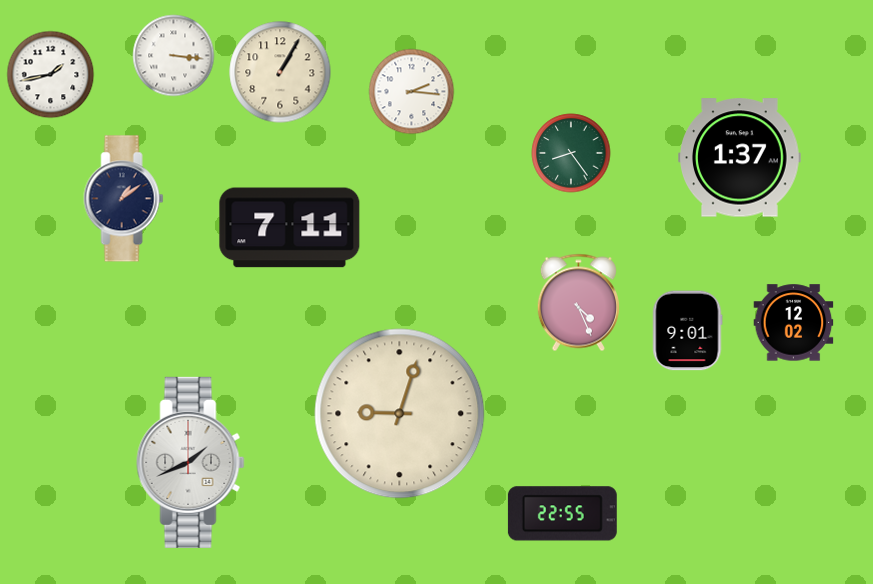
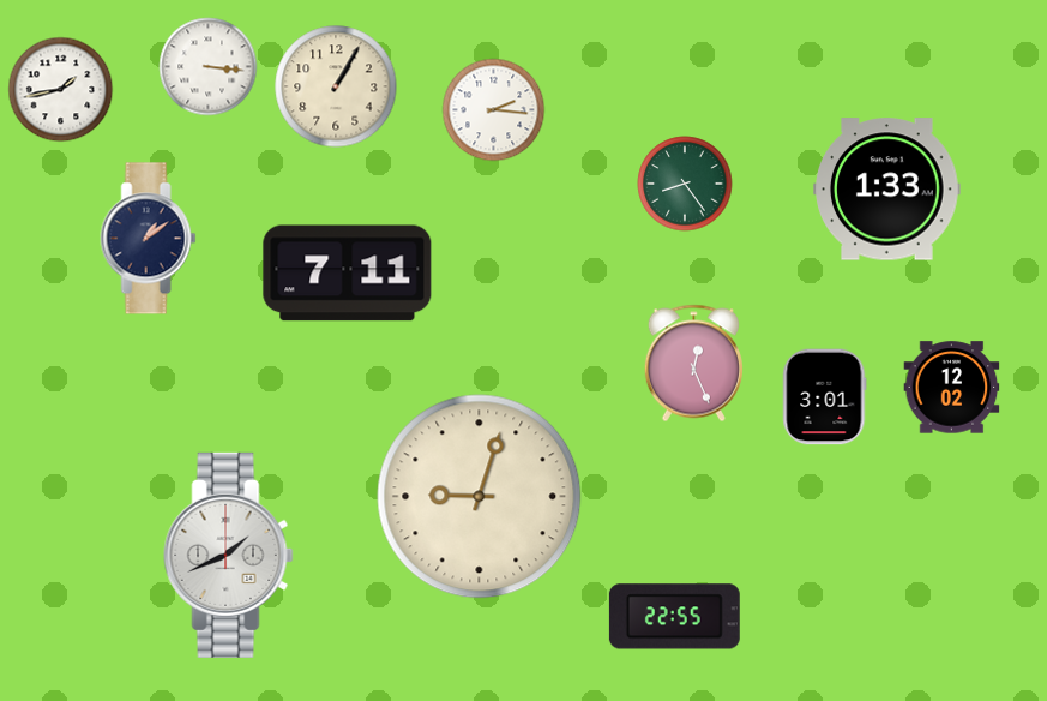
clock at (740, 158): 1:37 -> 1:33
clock at (578, 303): 4:26 -> 12:26
clock at (688, 331): 9:01 -> 3:01
